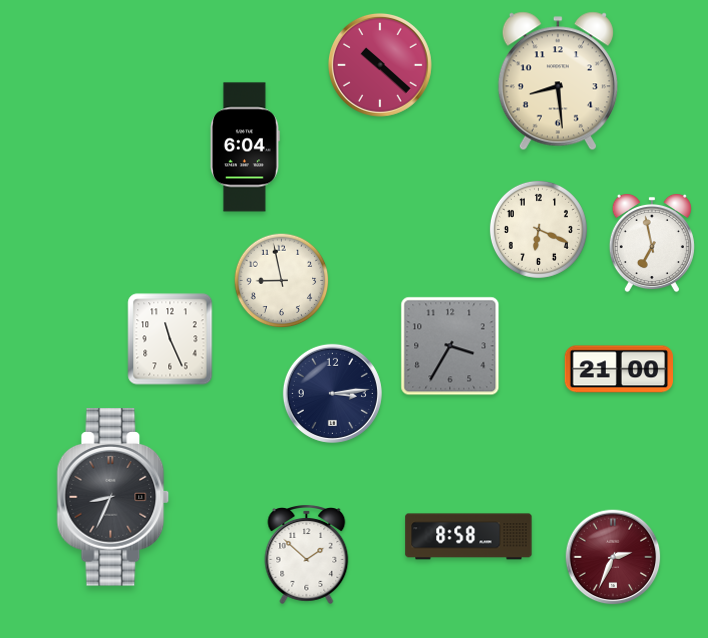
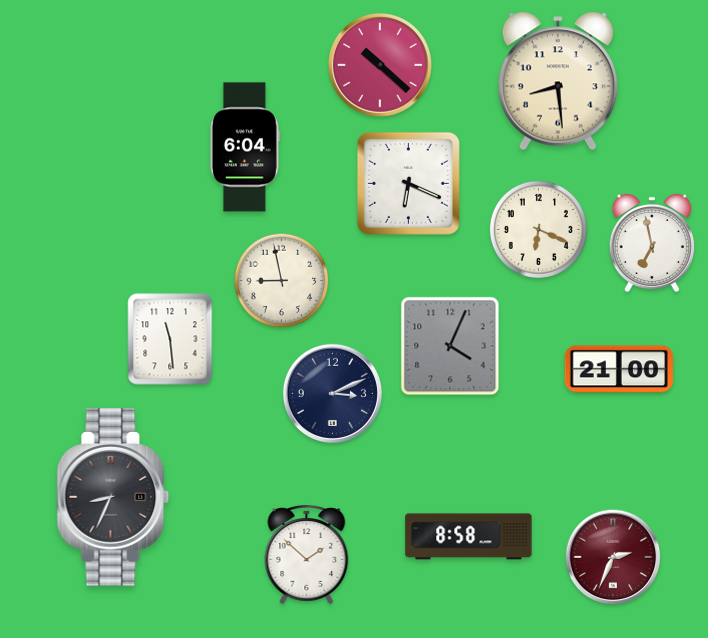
clock at (408, 183): none -> 6:19
clock at (170, 339): 11:26 -> 11:29
clock at (450, 346): 3:35 -> 4:04
clock at (332, 393): 3:14 -> 3:11
